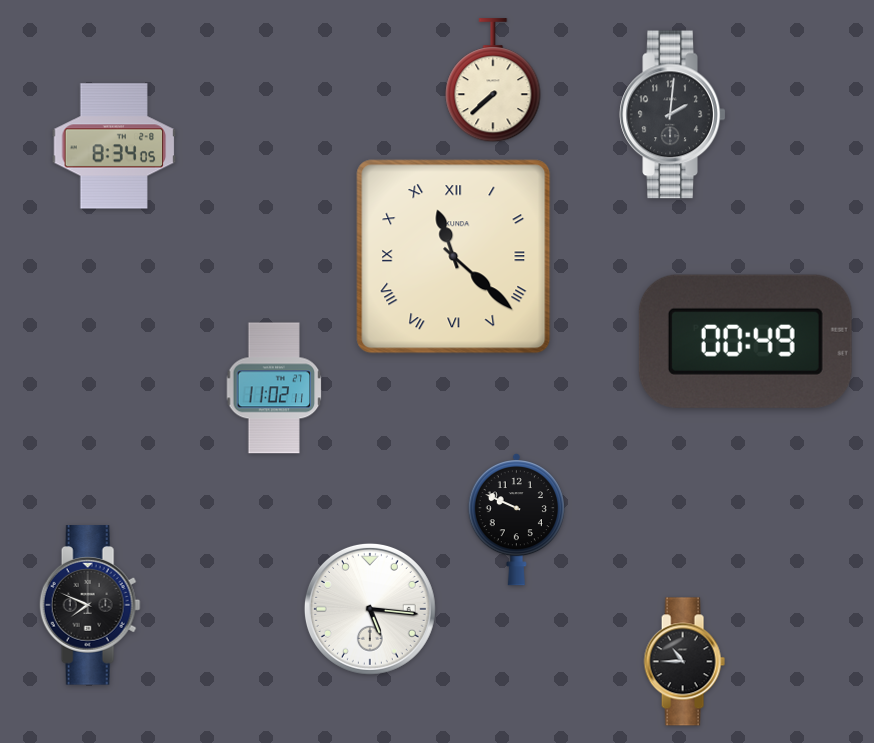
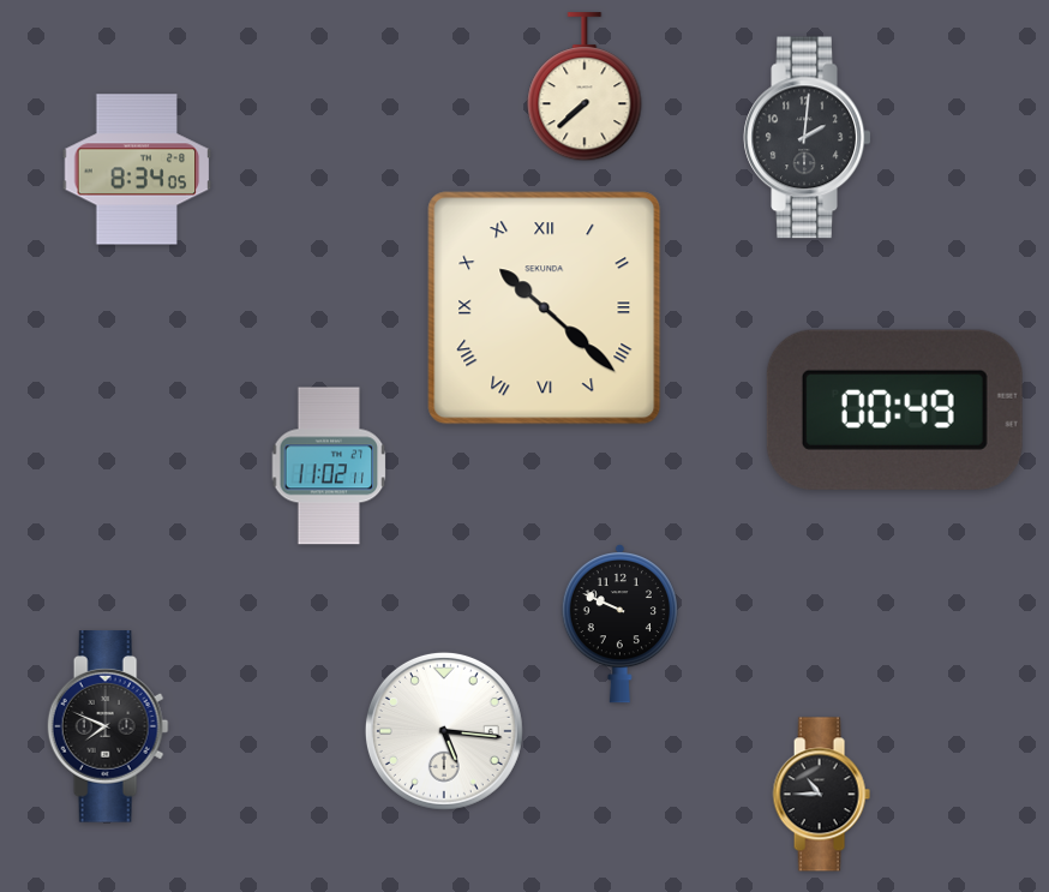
clock at (493, 81) position: (493, 81) -> (585, 88)
clock at (114, 146) position: (114, 146) -> (137, 169)
clock at (454, 257): 11:22 -> 10:22
